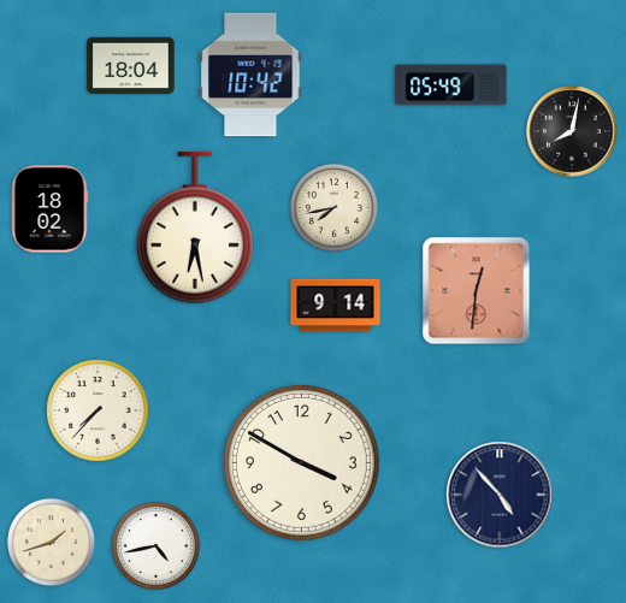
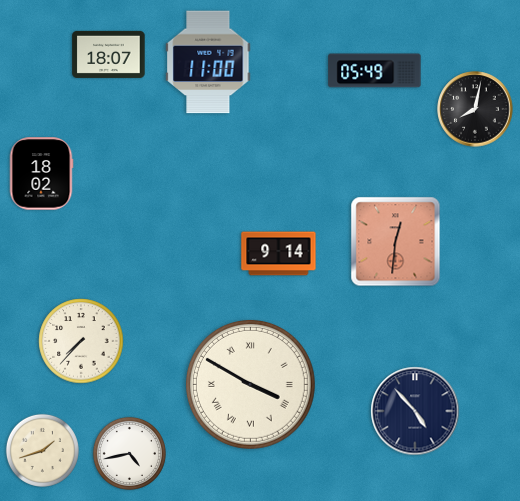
clock at (131, 65): 18:04 -> 18:07
clock at (250, 75): 10:42 -> 11:00
clock at (333, 207): 7:43 -> none
clock at (195, 227): 6:28 -> none
clock at (301, 462) numerals: Arabic -> Roman
